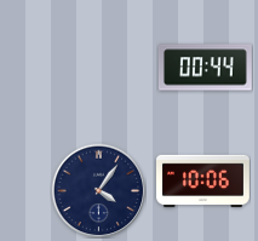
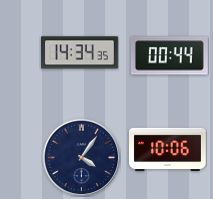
clock at (80, 53): none -> 14:34
